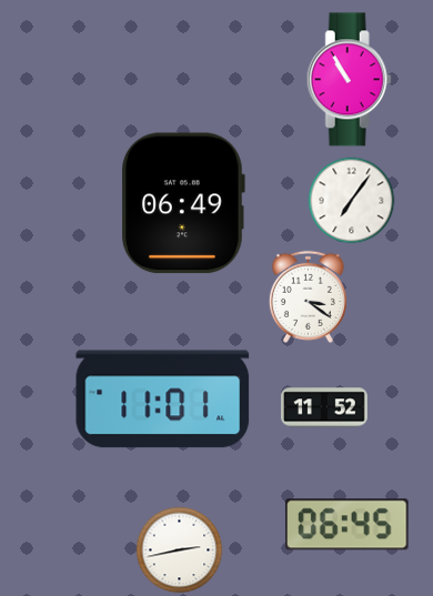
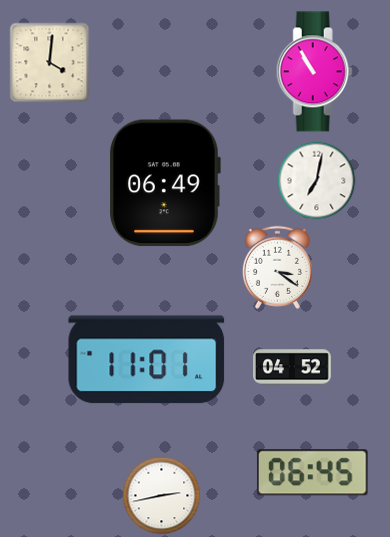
clock at (50, 63): none -> 4:01
clock at (352, 201): 7:06 -> 7:02
clock at (325, 407): 11:52 -> 04:52
